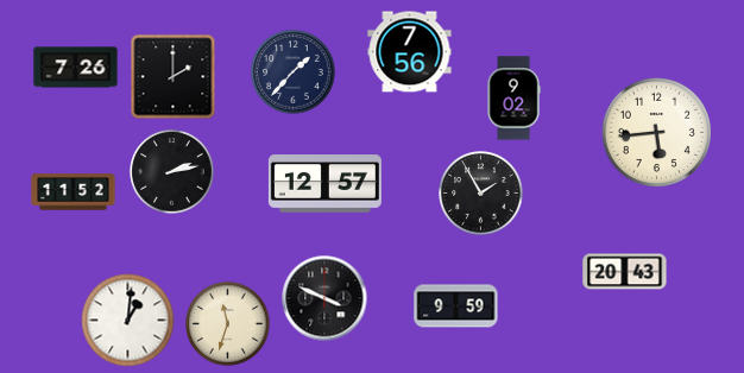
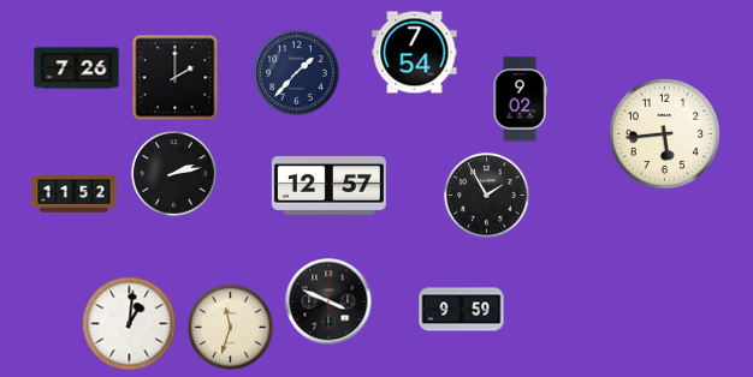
clock at (410, 52): 7:56 -> 7:54
clock at (625, 272): 20:43 -> none
